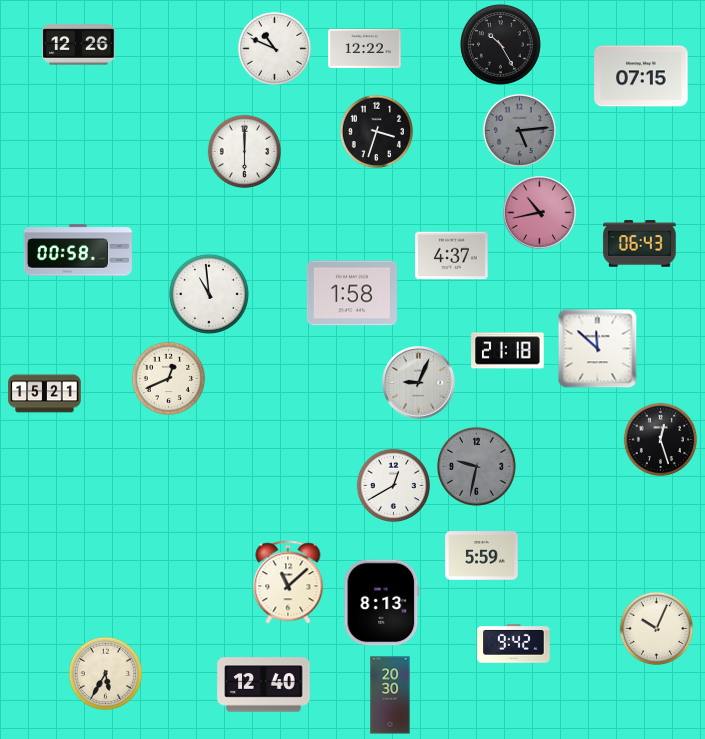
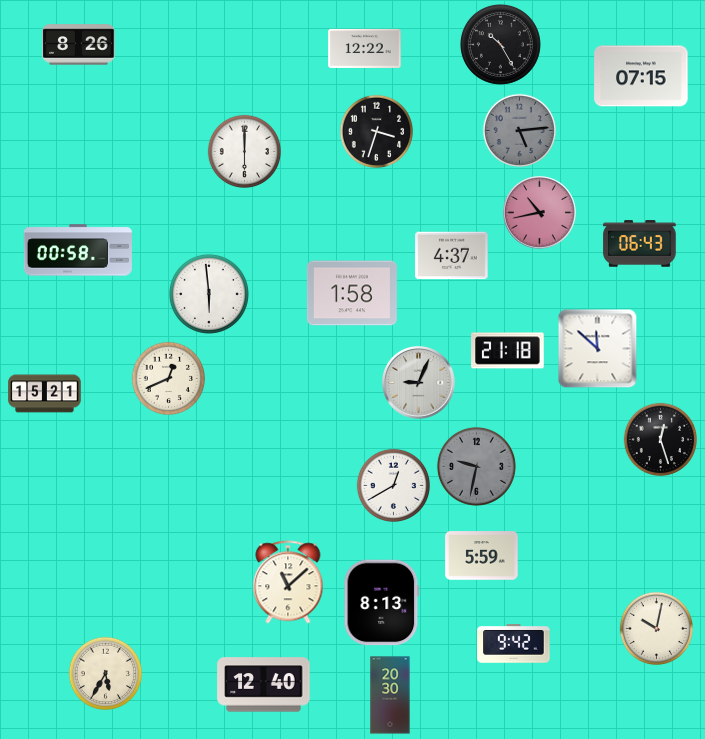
clock at (79, 45): 12:26 -> 8:26
clock at (275, 49): 10:49 -> none
clock at (209, 294): 10:59 -> 5:59
clock at (657, 629): 10:04 -> 10:02
